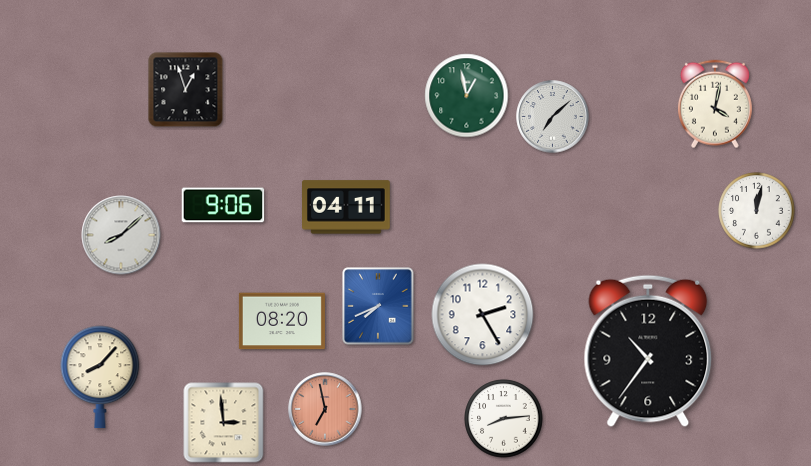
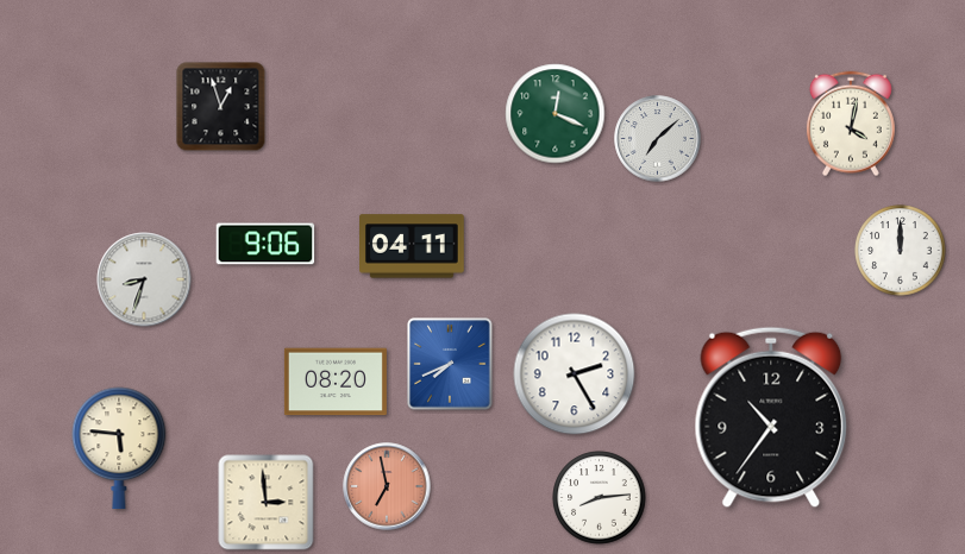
clock at (467, 96): 12:58 -> 12:19
clock at (757, 211): 12:02 -> 12:00
clock at (121, 235): 8:08 -> 8:33
clock at (100, 377): 8:07 -> 5:46
